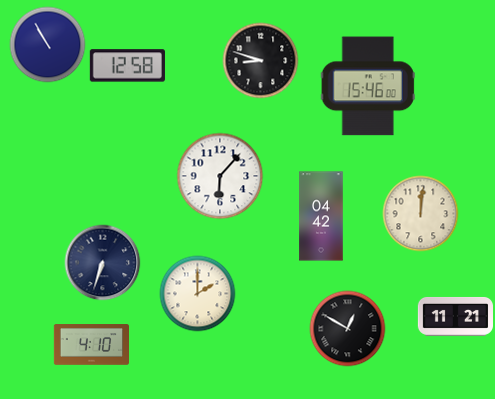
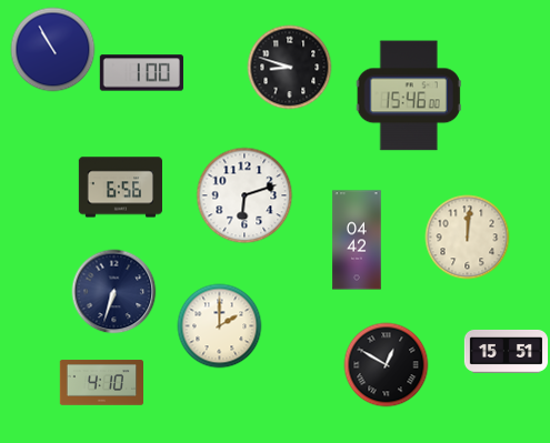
clock at (127, 66): 12:58 -> 1:00
clock at (120, 188): none -> 6:56
clock at (220, 176): 6:07 -> 6:12
clock at (455, 316): 11:21 -> 15:51
